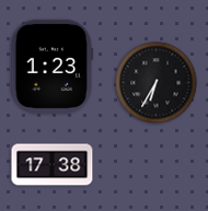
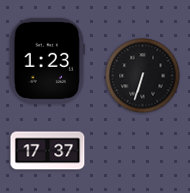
clock at (157, 83): 6:35 -> 6:33
clock at (53, 165): 17:38 -> 17:37
